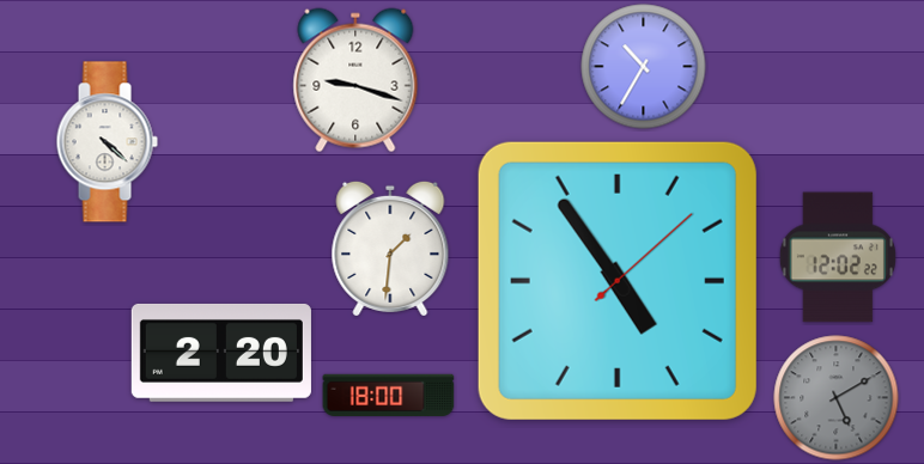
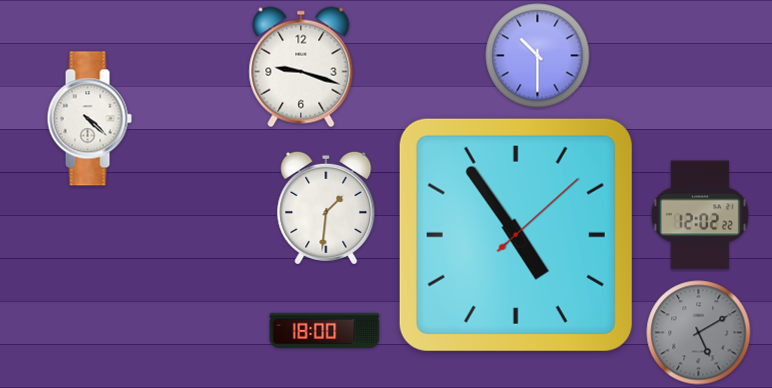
clock at (644, 67): 10:35 -> 10:30
clock at (355, 80) position: (355, 80) -> (301, 67)
clock at (221, 353): 2:20 -> none
